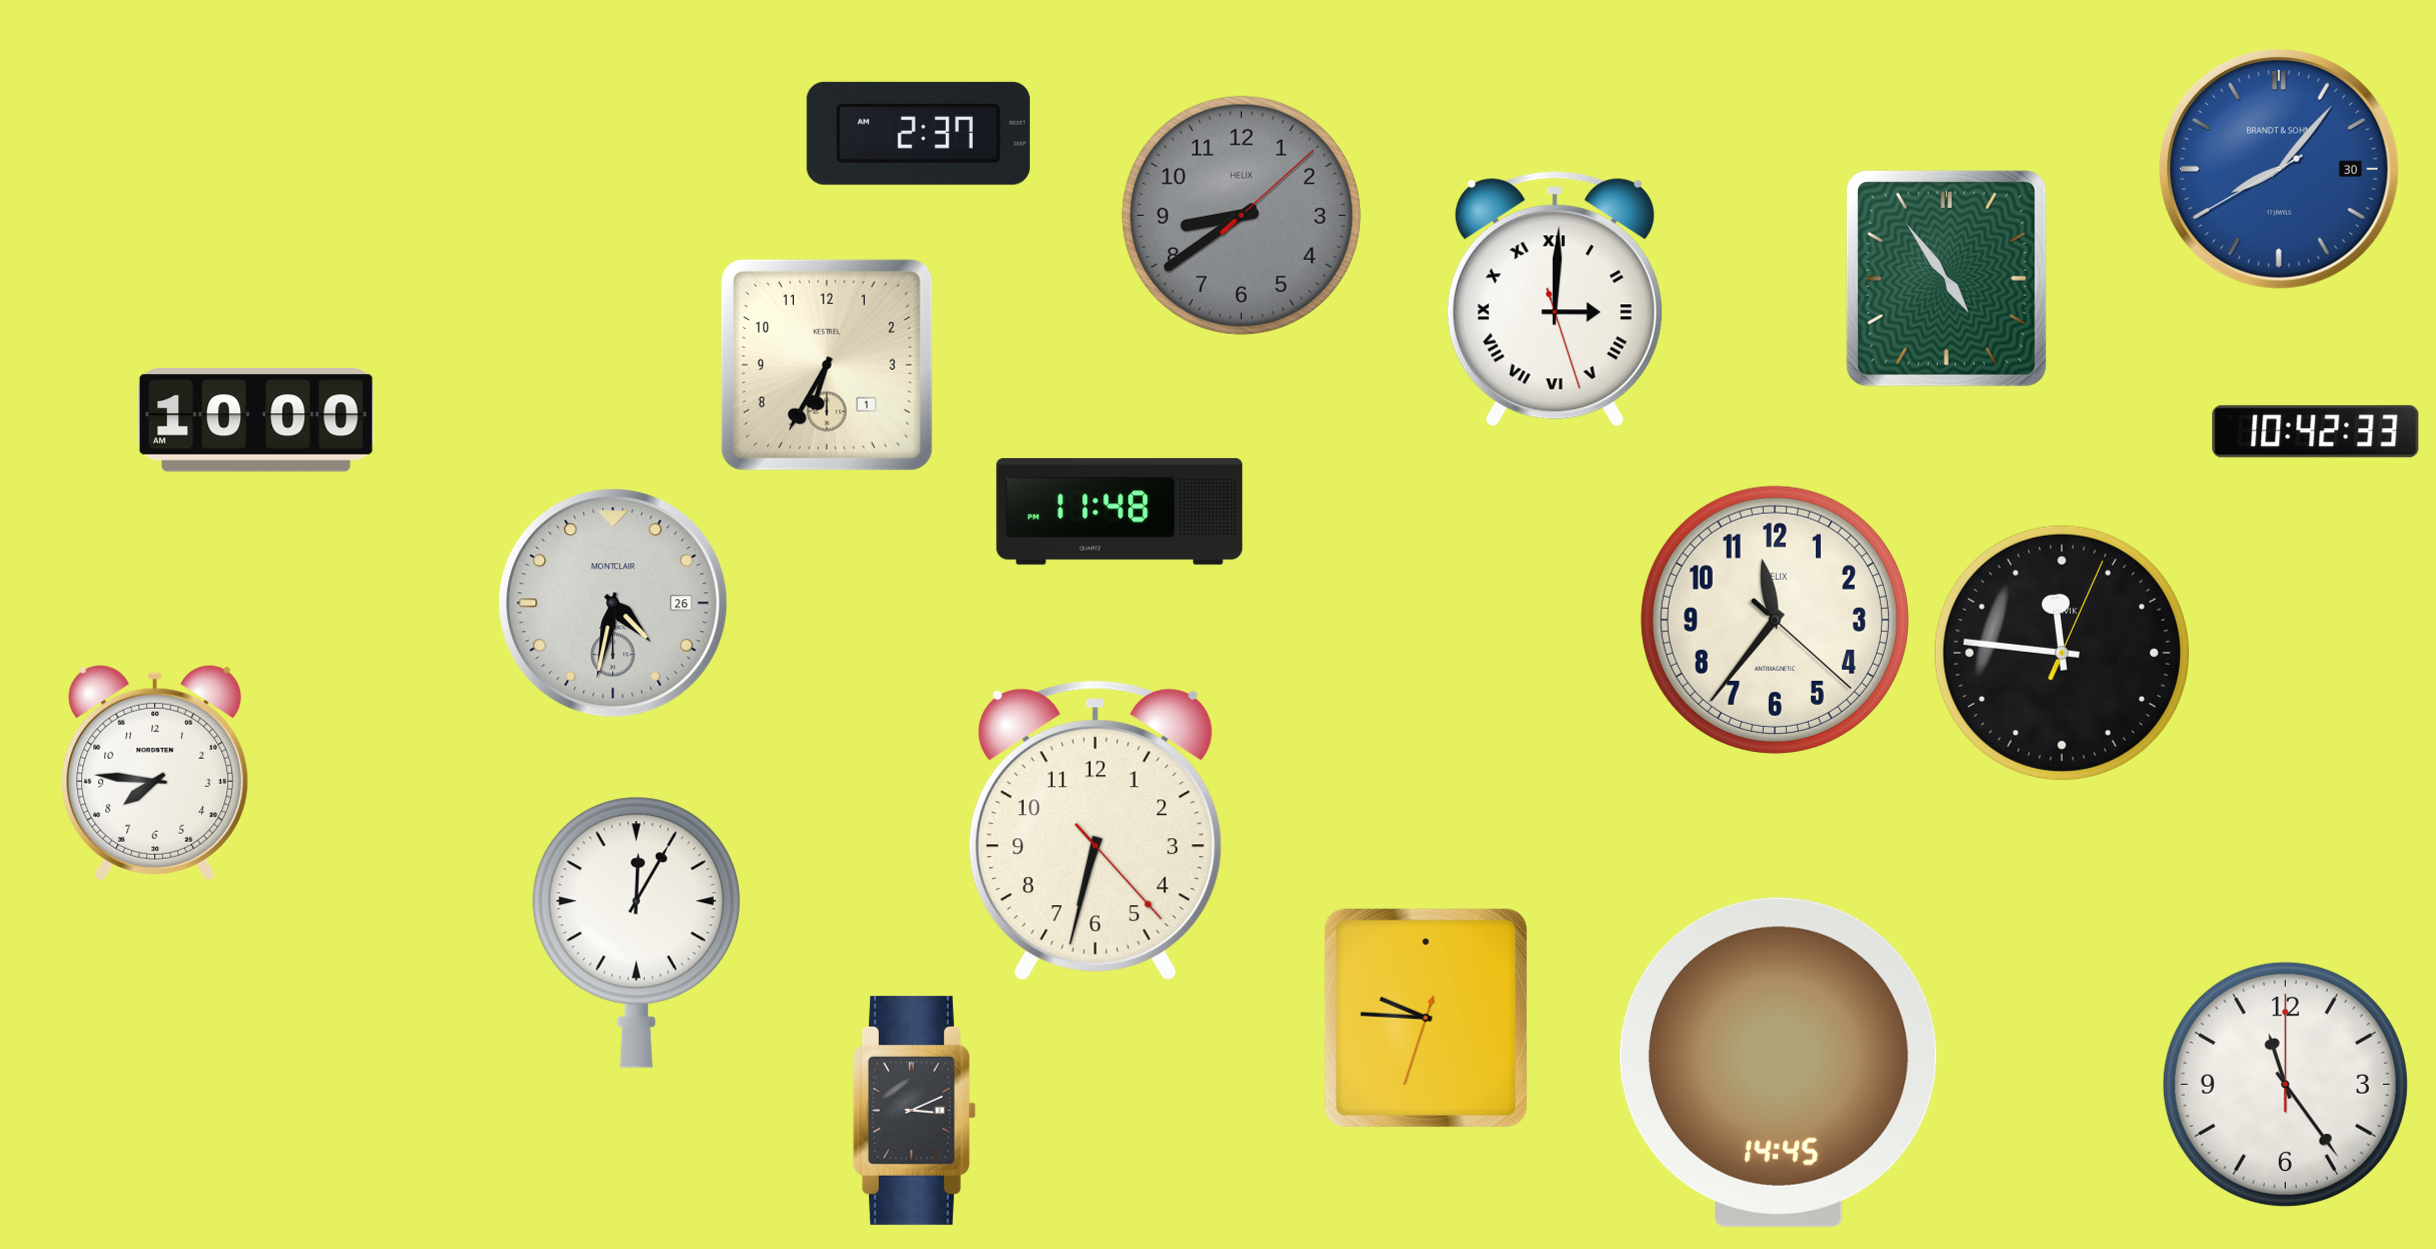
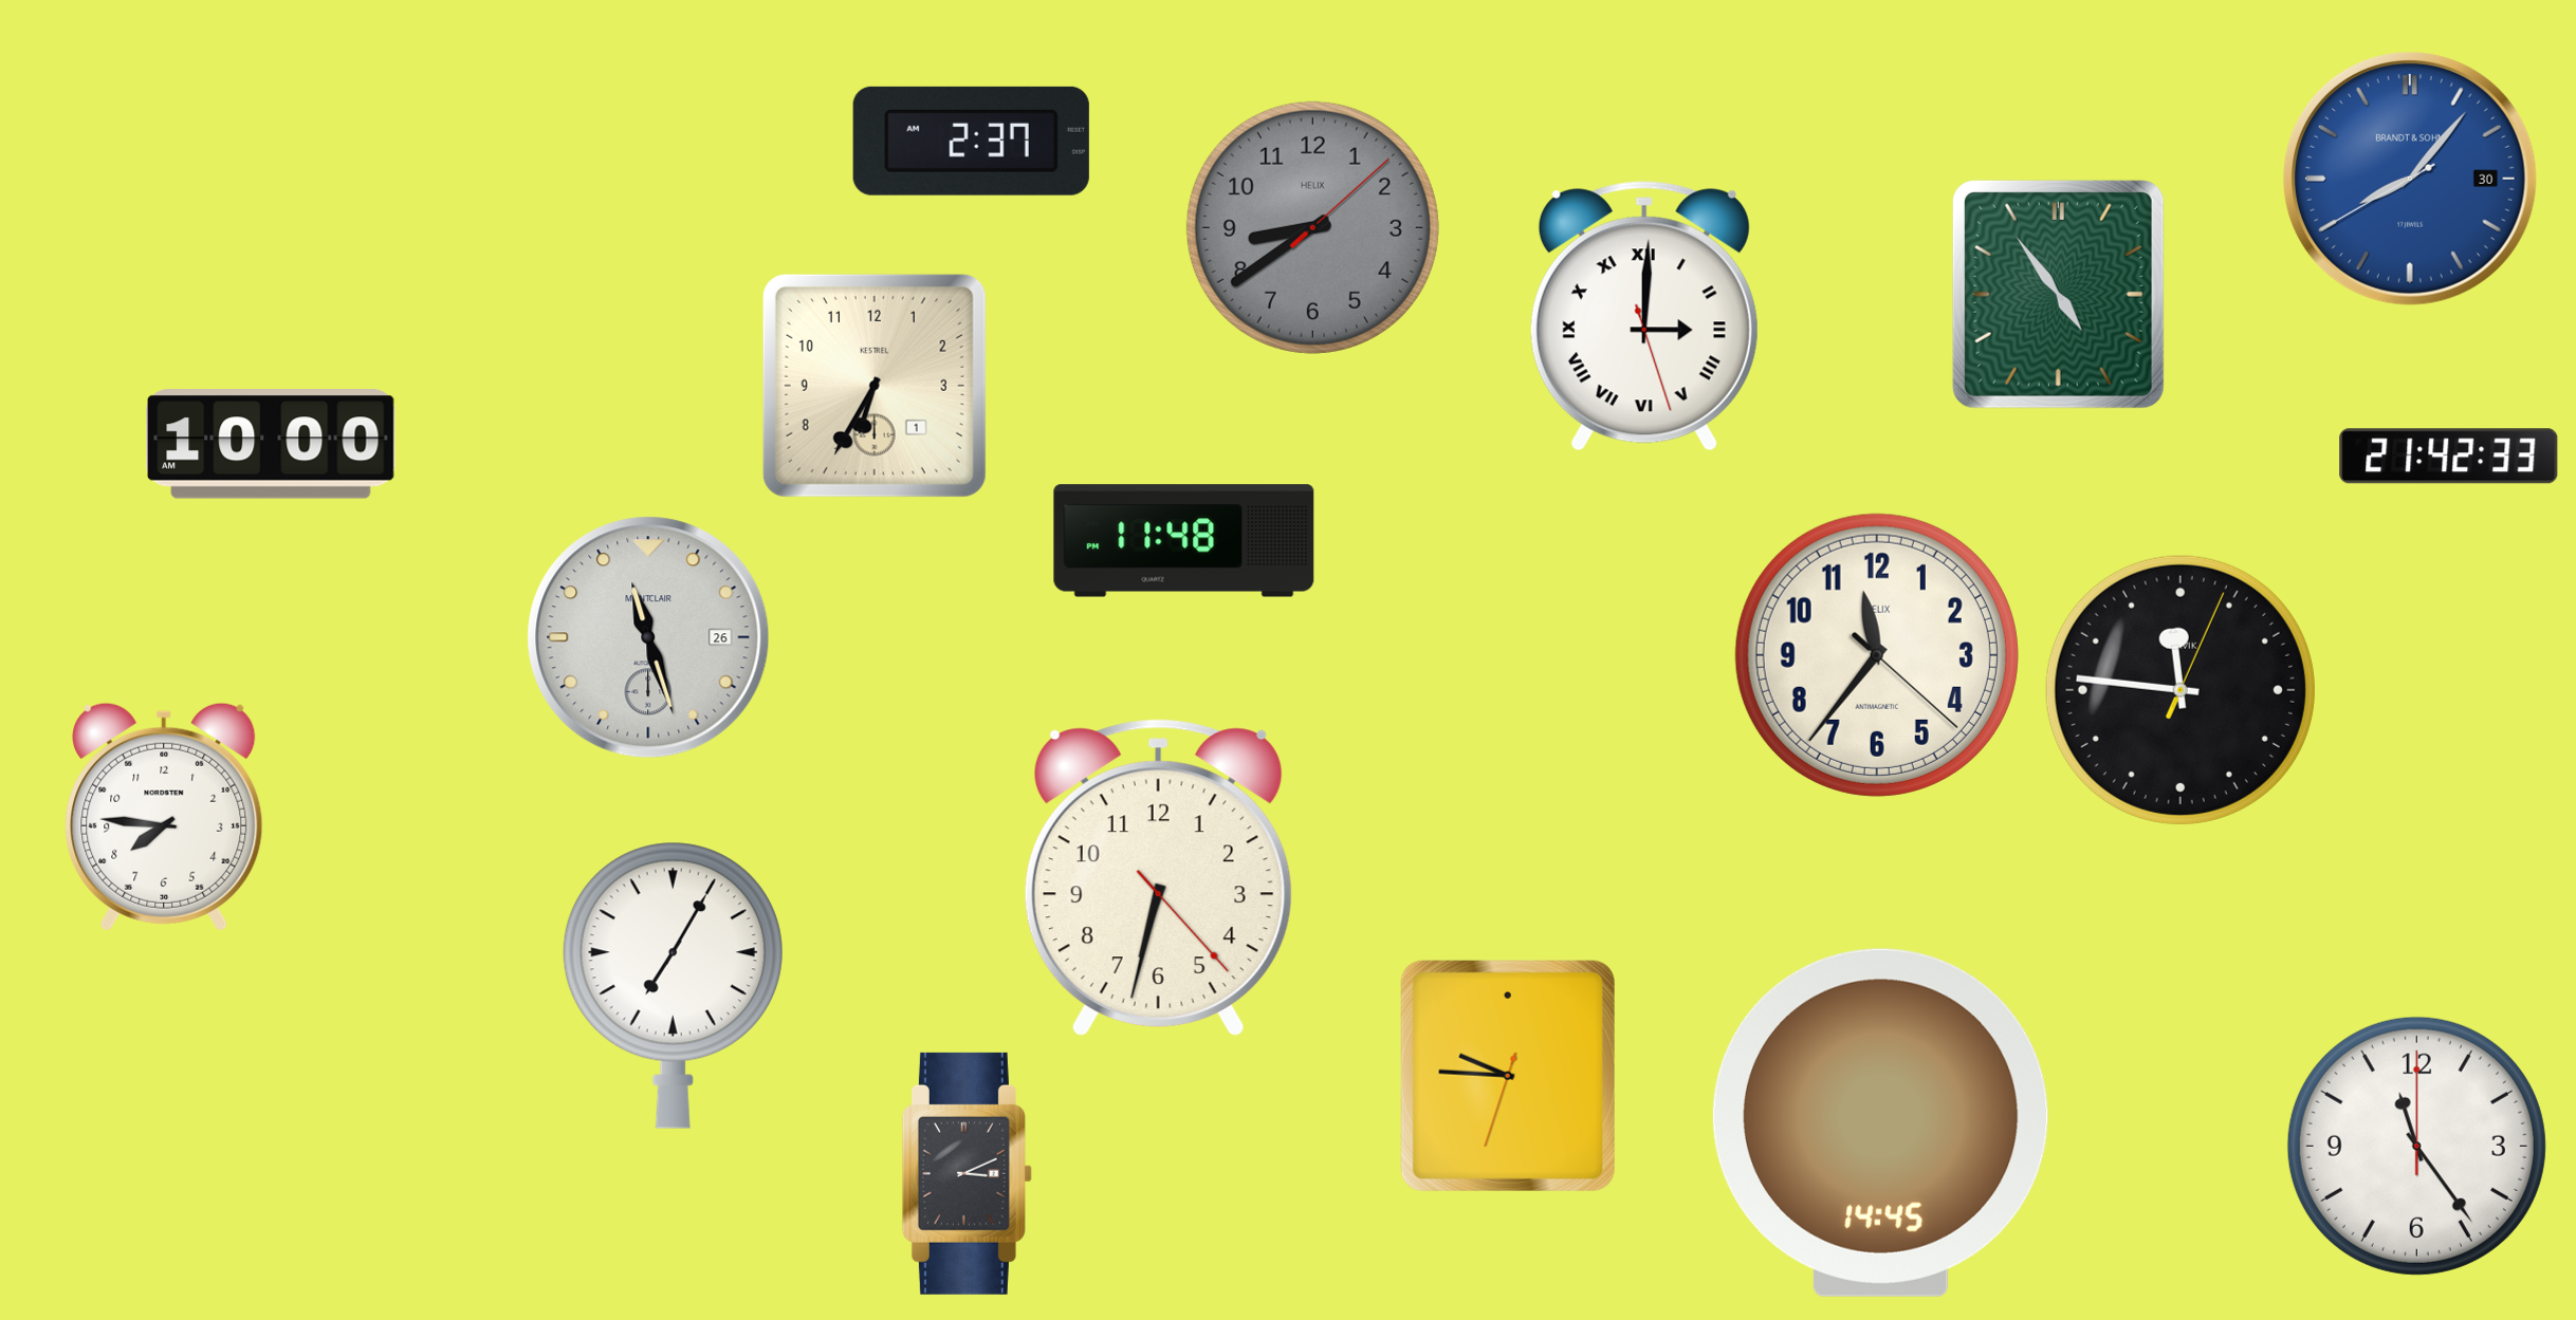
clock at (2316, 432): 10:42 -> 21:42
clock at (613, 603): 4:32 -> 11:27
clock at (636, 932): 12:05 -> 7:05
